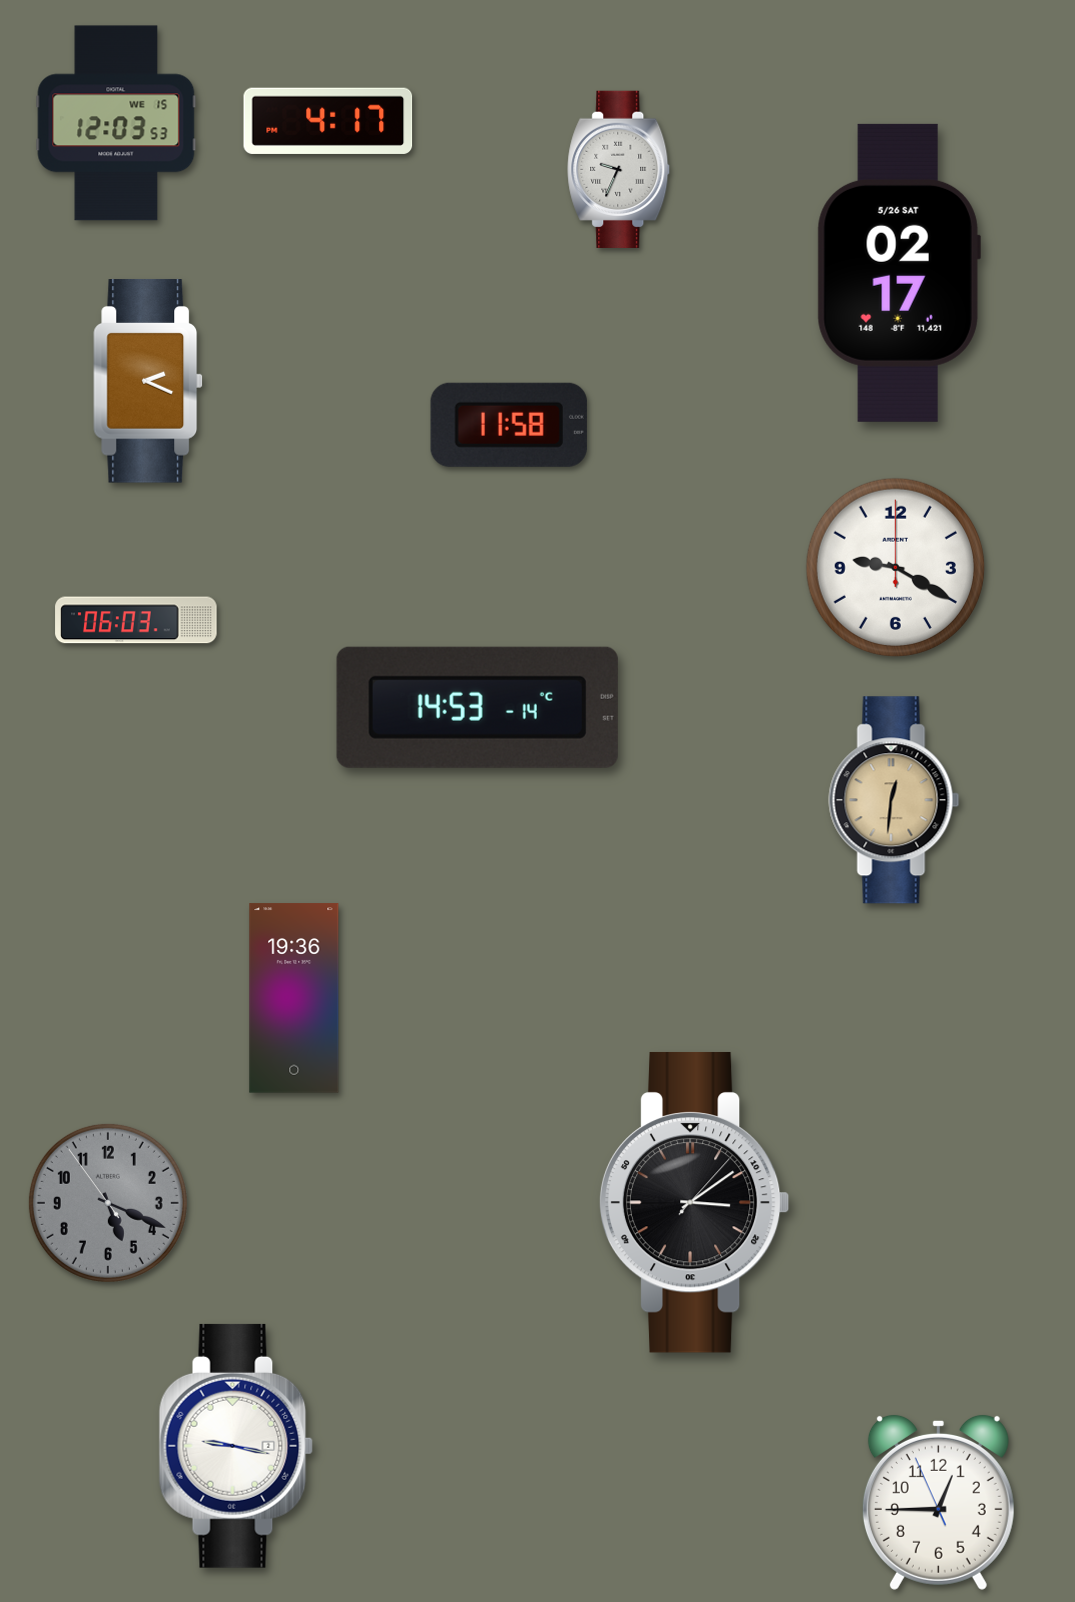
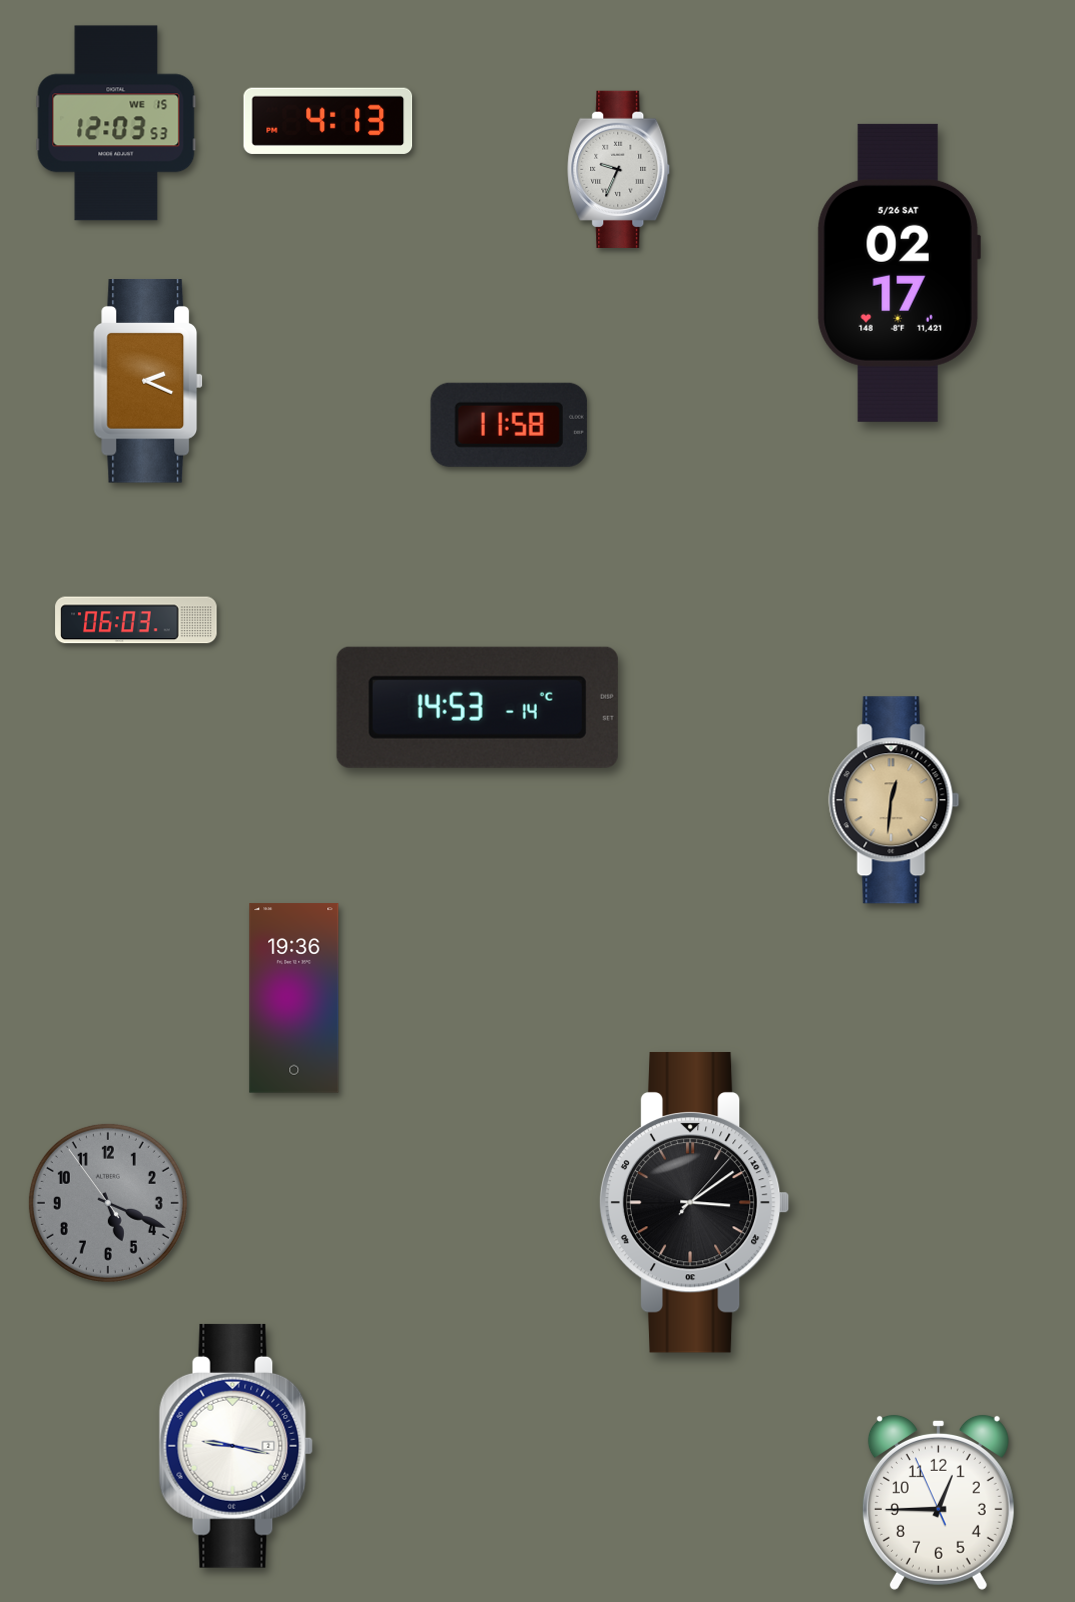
clock at (328, 121): 4:17 -> 4:13
clock at (895, 567): 9:20 -> none
